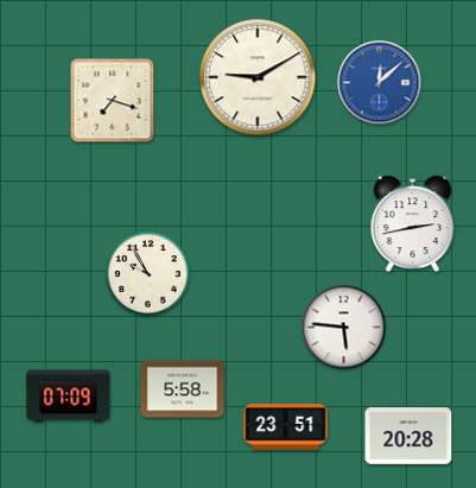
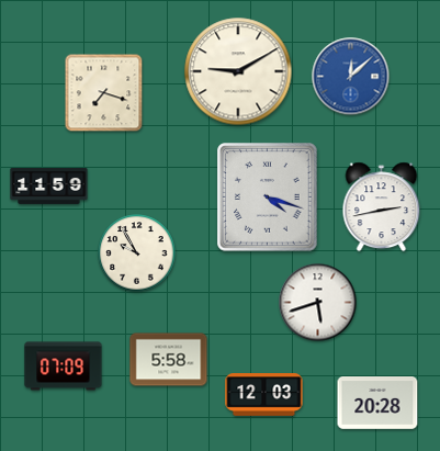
clock at (49, 185): none -> 11:59
clock at (268, 198): none -> 4:18
clock at (344, 328): 5:46 -> 5:42
clock at (286, 427): 23:51 -> 12:03
